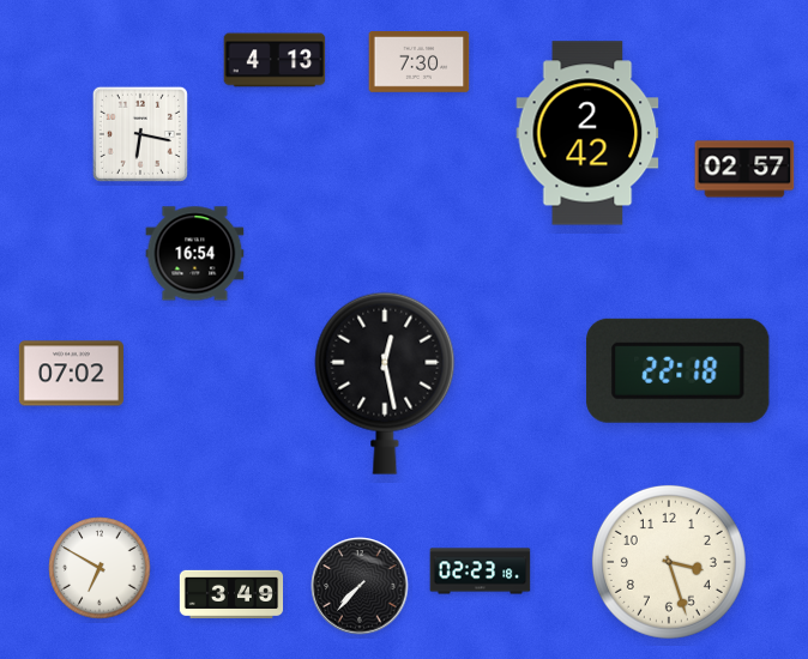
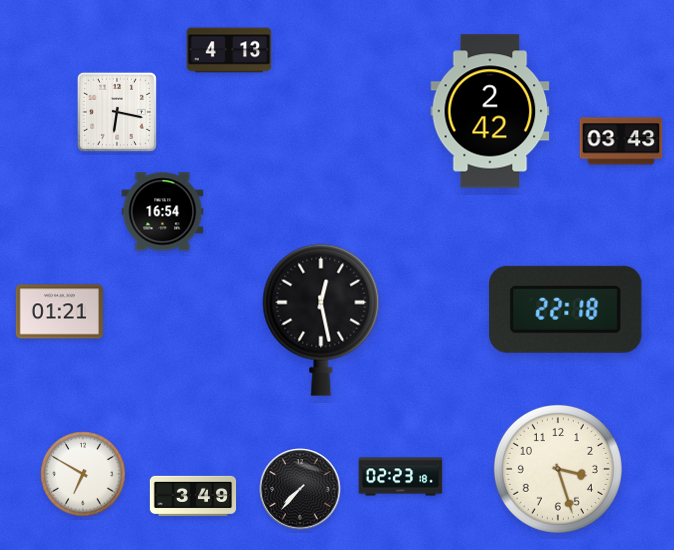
clock at (420, 62): 7:30 -> none
clock at (744, 169): 02:57 -> 03:43
clock at (71, 374): 07:02 -> 01:21
